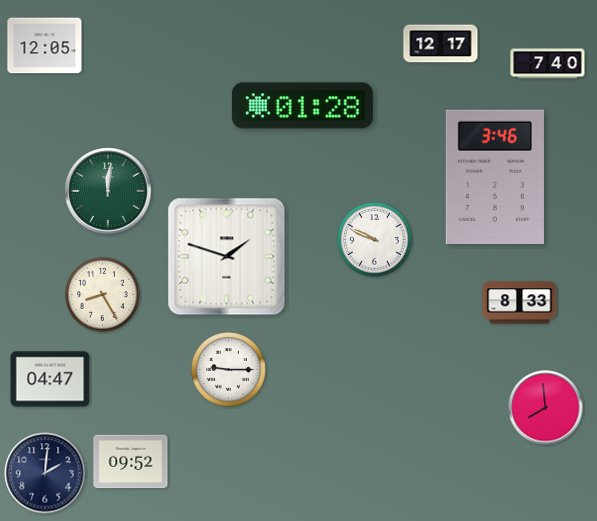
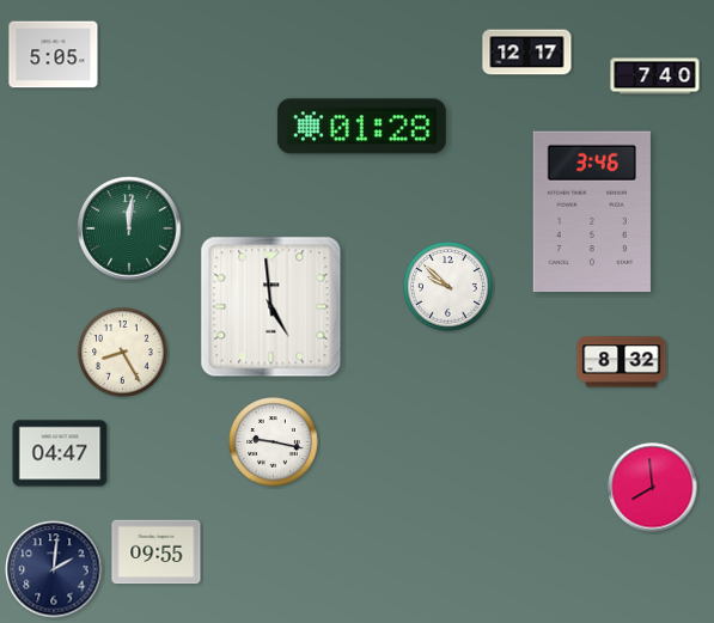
clock at (45, 46): 12:05 -> 5:05
clock at (375, 240): 9:49 -> 9:52
clock at (227, 257): 1:48 -> 4:59
clock at (520, 303): 8:33 -> 8:32
clock at (229, 370): 9:15 -> 9:17
clock at (131, 462): 09:52 -> 09:55
clock at (45, 473) position: (45, 473) -> (54, 569)
